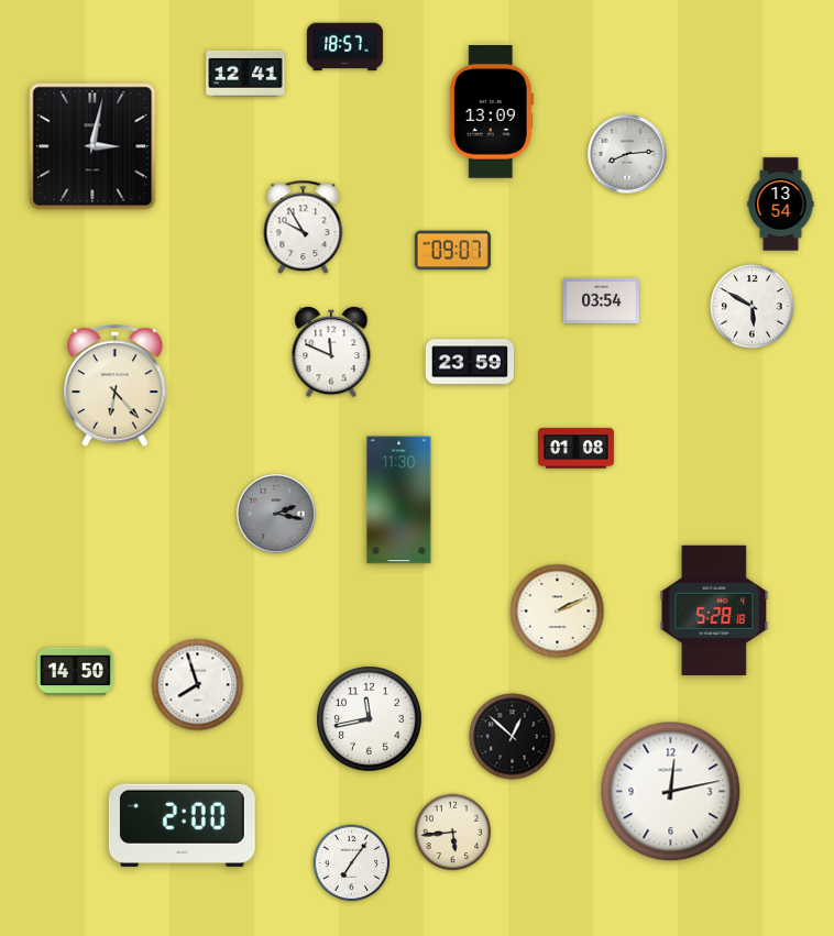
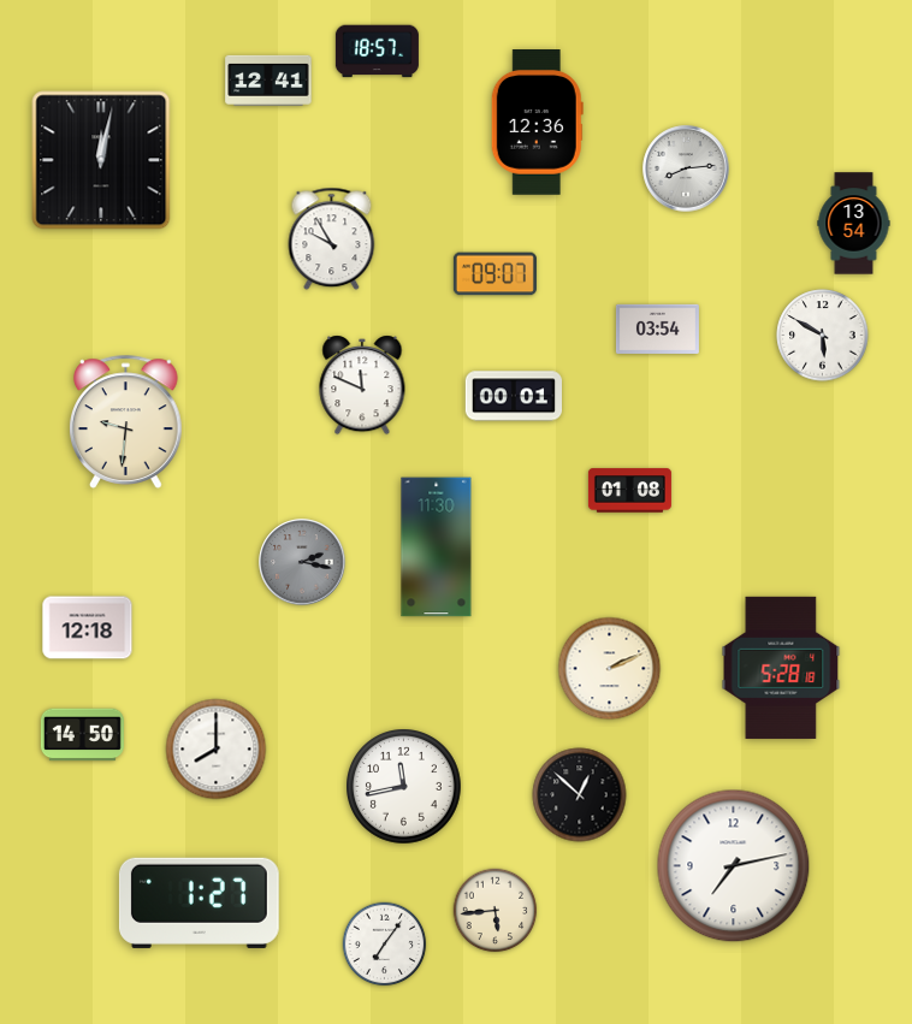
clock at (491, 112): 13:09 -> 12:36
clock at (92, 146): 3:02 -> 12:02
clock at (304, 228) position: (304, 228) -> (332, 239)
clock at (469, 362): 23:59 -> 00:01
clock at (116, 385): 6:23 -> 9:31
clock at (88, 628): none -> 12:18
clock at (198, 685): 7:57 -> 8:00
clock at (513, 737) position: (513, 737) -> (580, 795)
clock at (671, 792): 12:13 -> 7:13
clock at (182, 825): 2:00 -> 1:27
